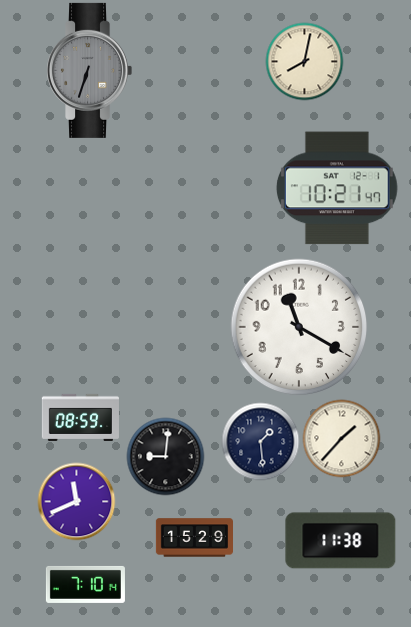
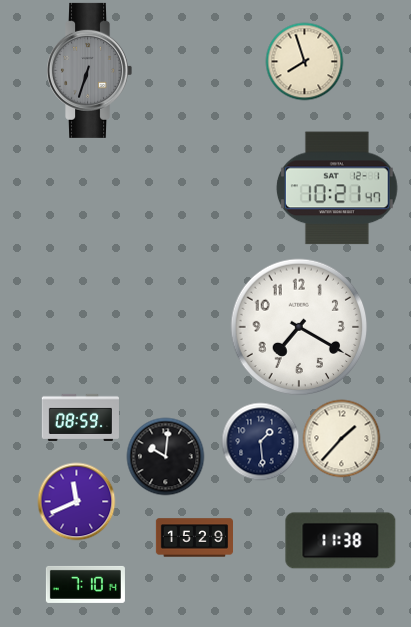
clock at (304, 61): 8:02 -> 7:57
clock at (299, 327): 11:20 -> 7:20
clock at (165, 456): 9:01 -> 10:01
